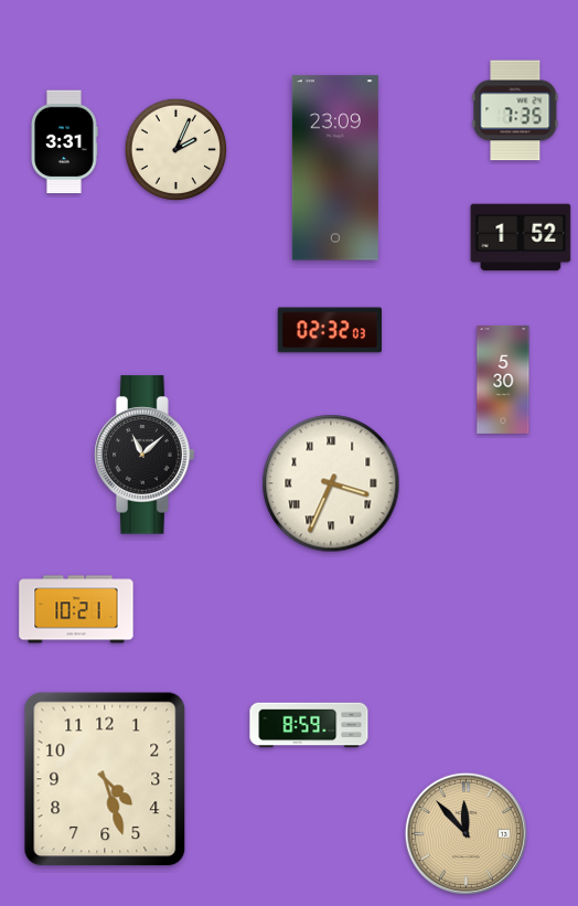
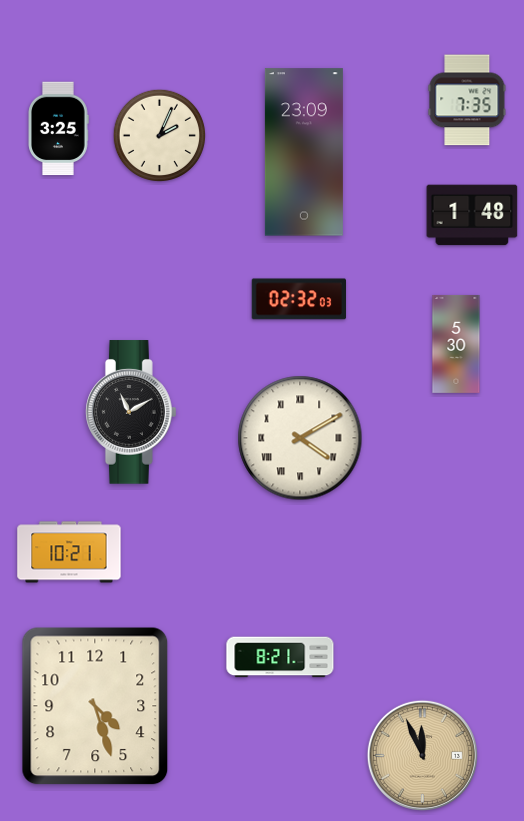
clock at (64, 142): 3:31 -> 3:25
clock at (521, 237): 1:52 -> 1:48
clock at (146, 455): 11:08 -> 11:10
clock at (331, 483): 3:34 -> 4:10
clock at (309, 725): 8:59 -> 8:21
clock at (465, 833): 11:53 -> 11:56
